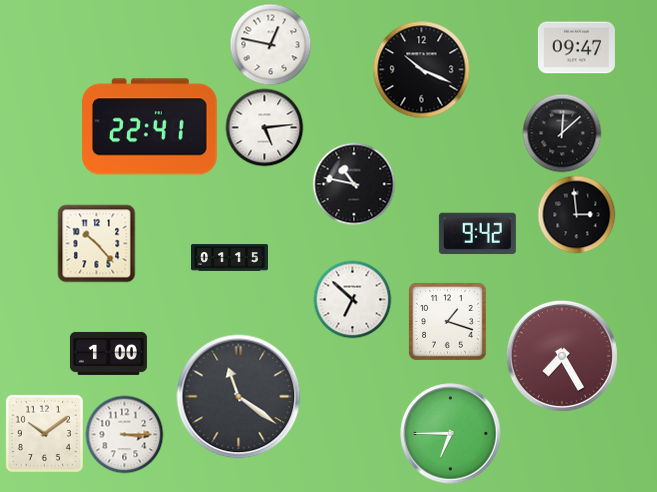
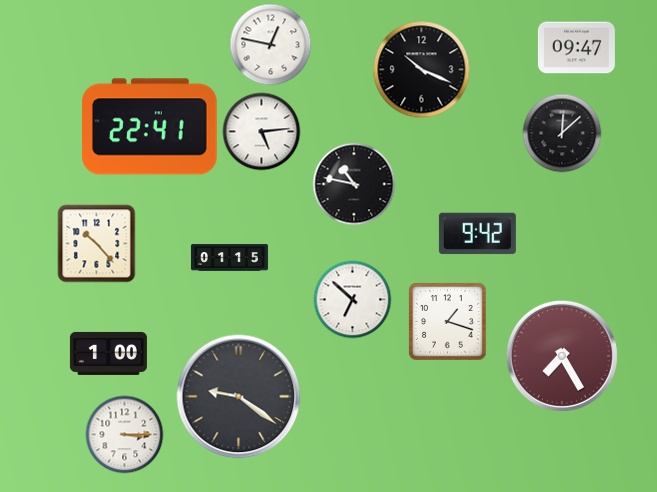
clock at (264, 127) position: (264, 127) -> (261, 131)
clock at (576, 214): 2:59 -> none
clock at (239, 397): 11:21 -> 9:21
clock at (44, 433): 10:09 -> none
clock at (451, 434): 6:45 -> none
